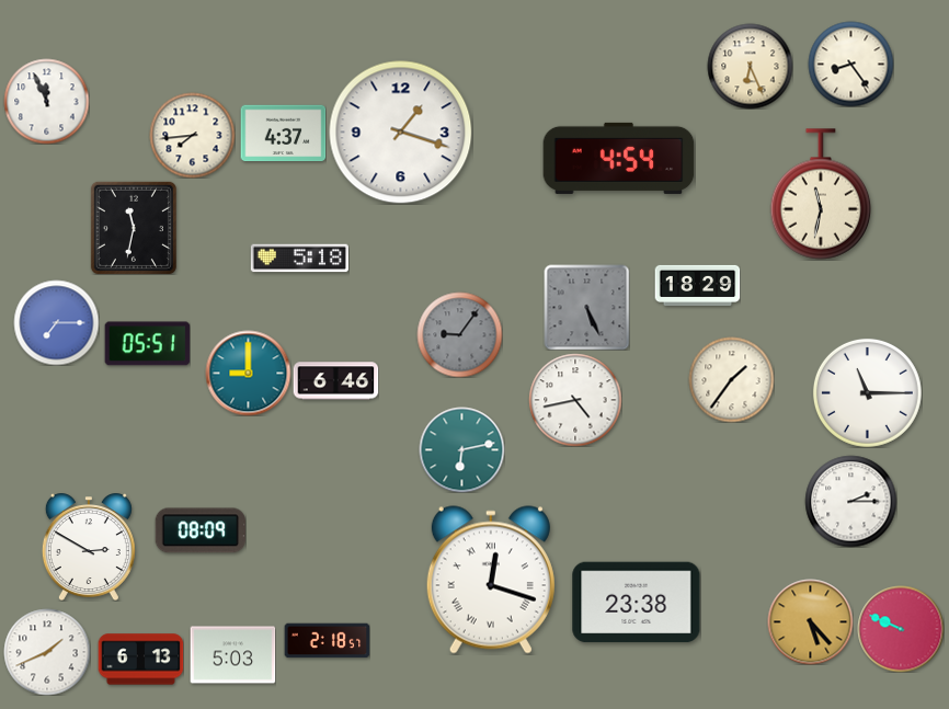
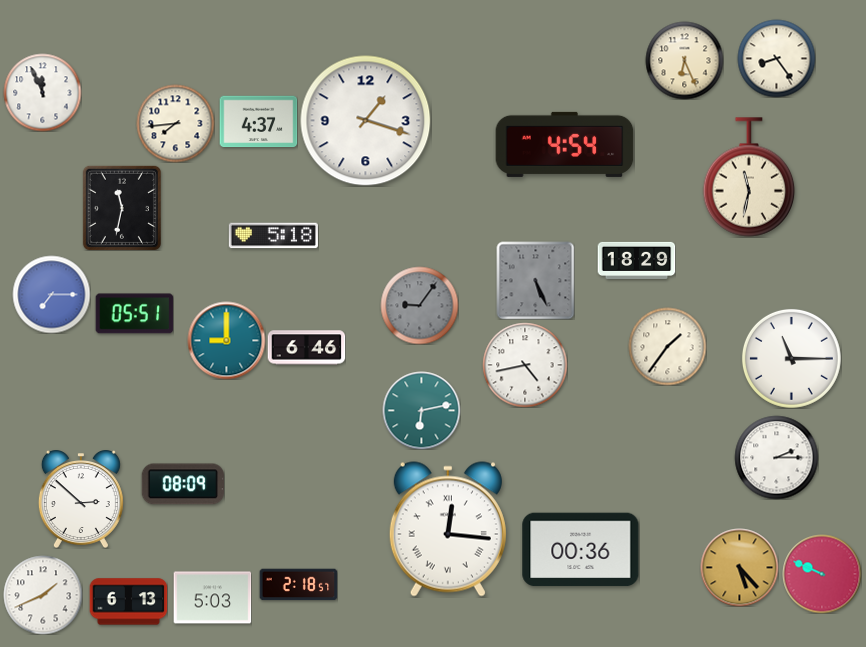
clock at (89, 547): 2:50 -> 2:52
clock at (491, 580): 12:18 -> 12:16
clock at (637, 603): 23:38 -> 00:36
